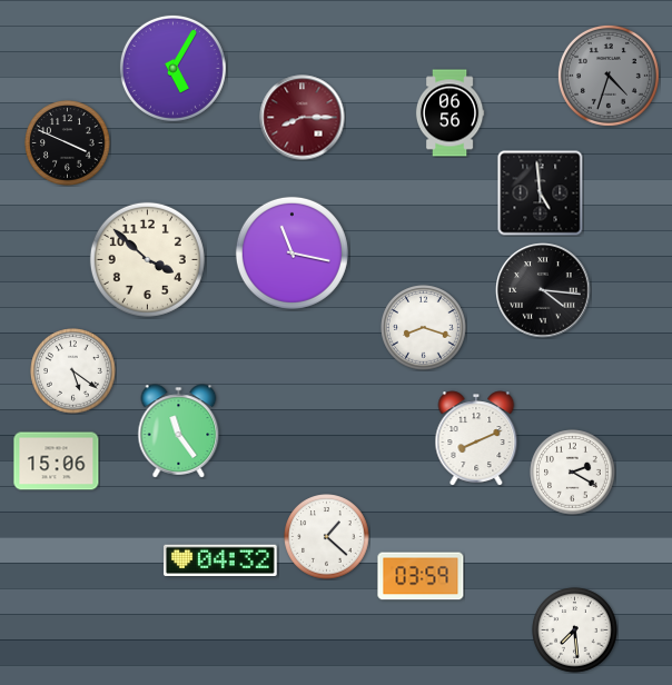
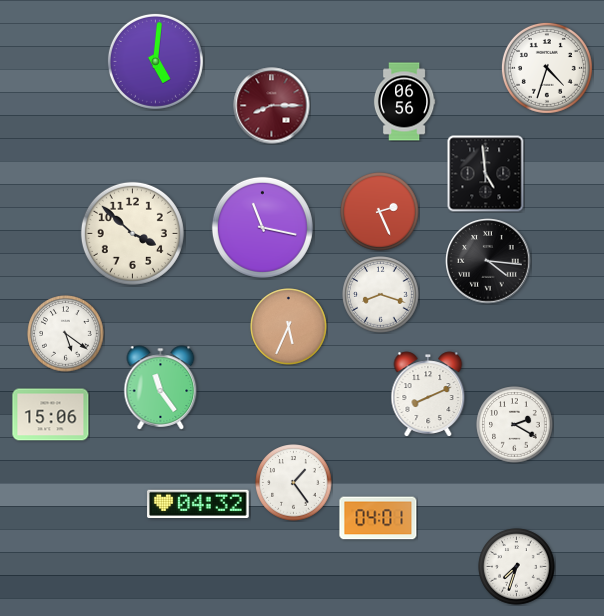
clock at (172, 68): 5:05 -> 5:01
clock at (609, 76) dial: grey -> white
clock at (68, 143): 3:49 -> none
clock at (380, 212): none -> 2:26
clock at (289, 327): none -> 5:34
clock at (327, 537): 1:22 -> 1:24
clock at (421, 576): 03:59 -> 04:01
clock at (575, 631): 7:29 -> 7:33
